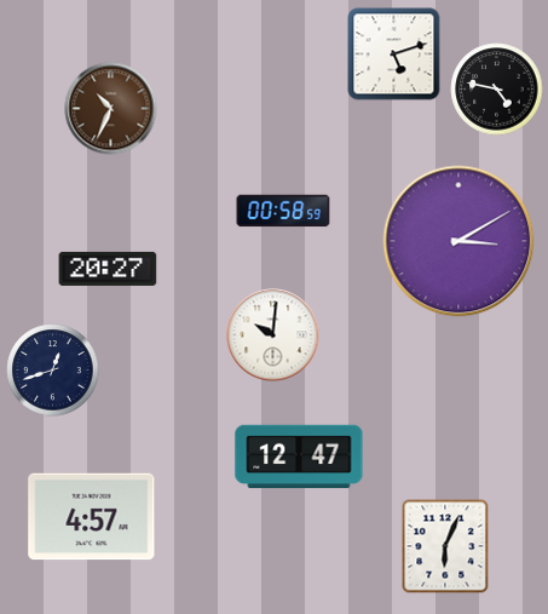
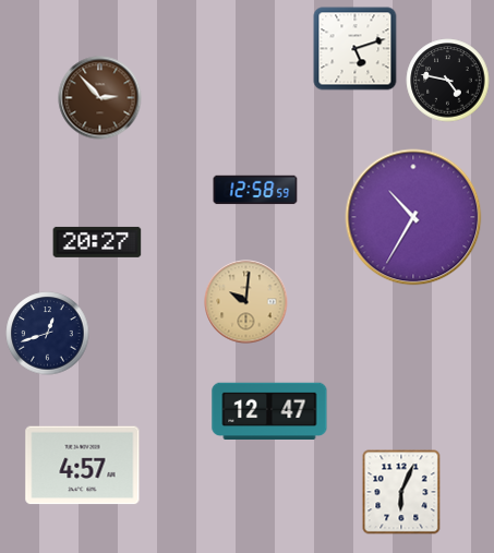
clock at (111, 109): 10:34 -> 2:53
clock at (283, 211): 00:58 -> 12:58
clock at (458, 241): 3:10 -> 10:35
clock at (273, 335) dial: white -> champagne
